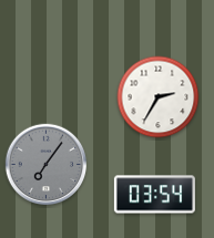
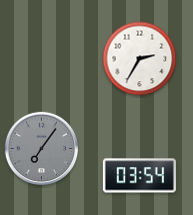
clock at (159, 97) position: (159, 97) -> (140, 59)
